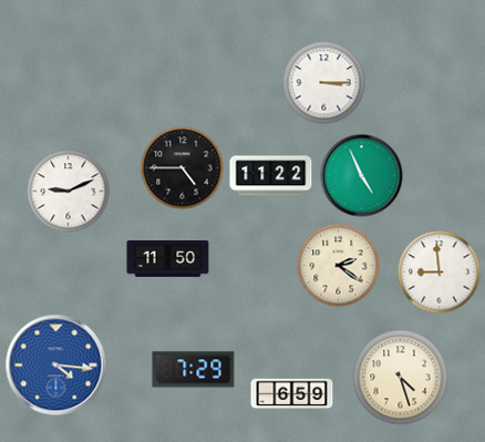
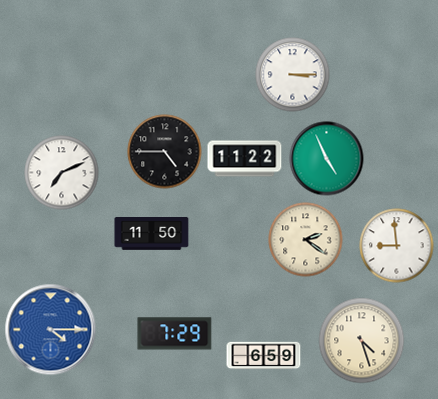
clock at (69, 192): 9:11 -> 7:11
clock at (56, 366): 4:16 -> 4:15
